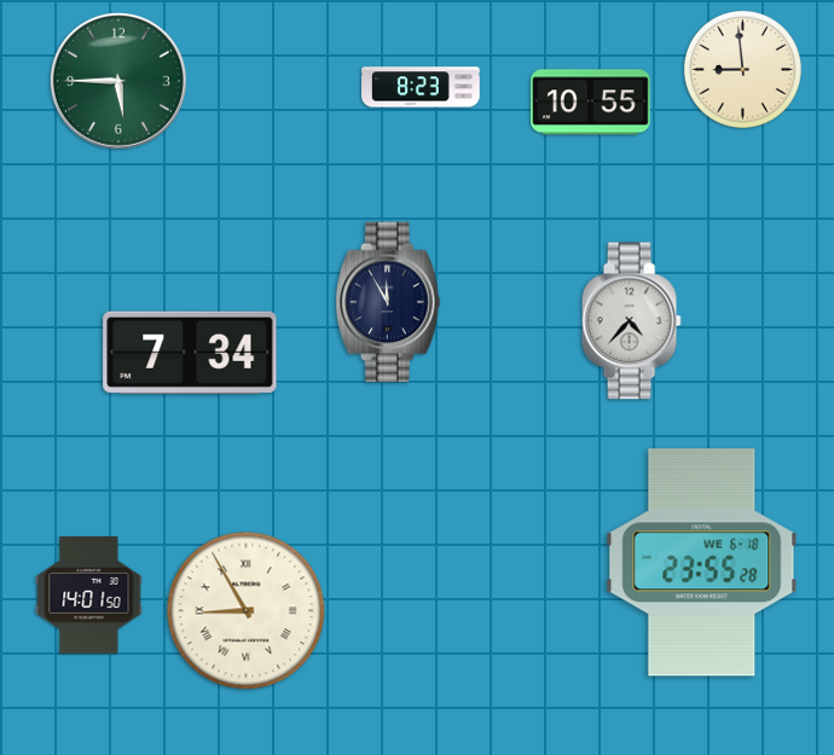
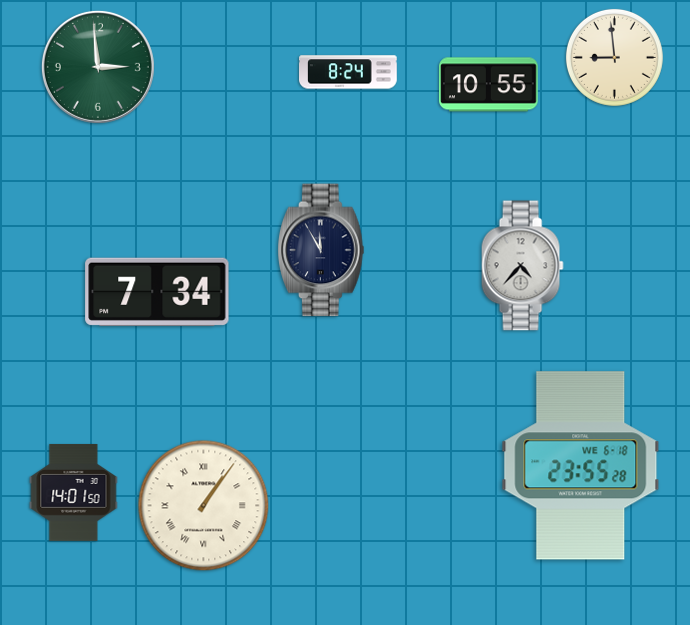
clock at (118, 81): 5:45 -> 2:59
clock at (422, 87): 8:23 -> 8:24
clock at (247, 611): 8:55 -> 1:06
